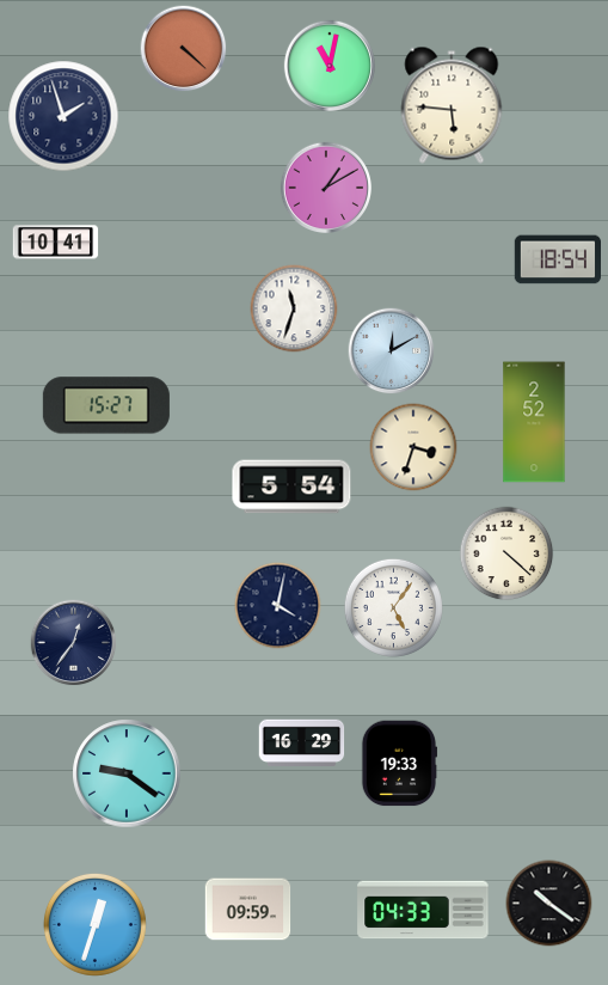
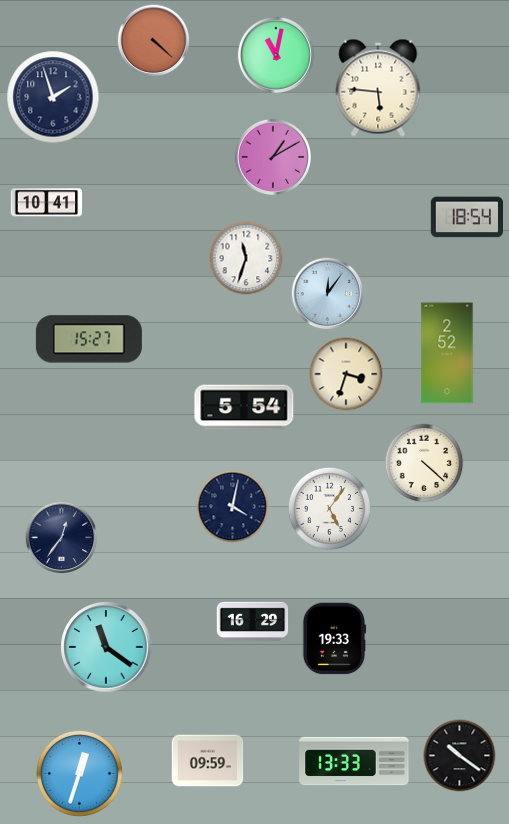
clock at (392, 351): 12:10 -> 12:06
clock at (127, 773): 9:21 -> 11:21
clock at (423, 910): 04:33 -> 13:33
